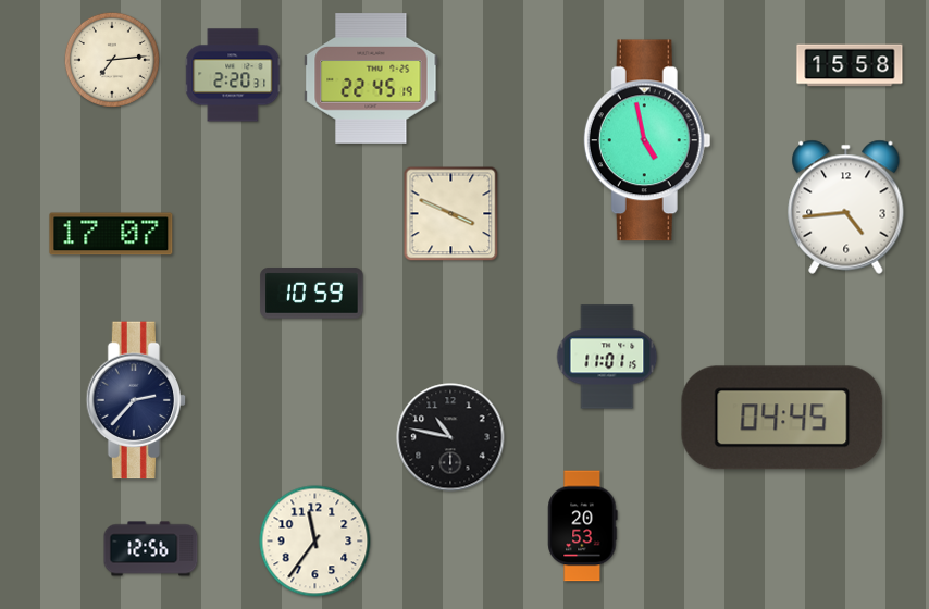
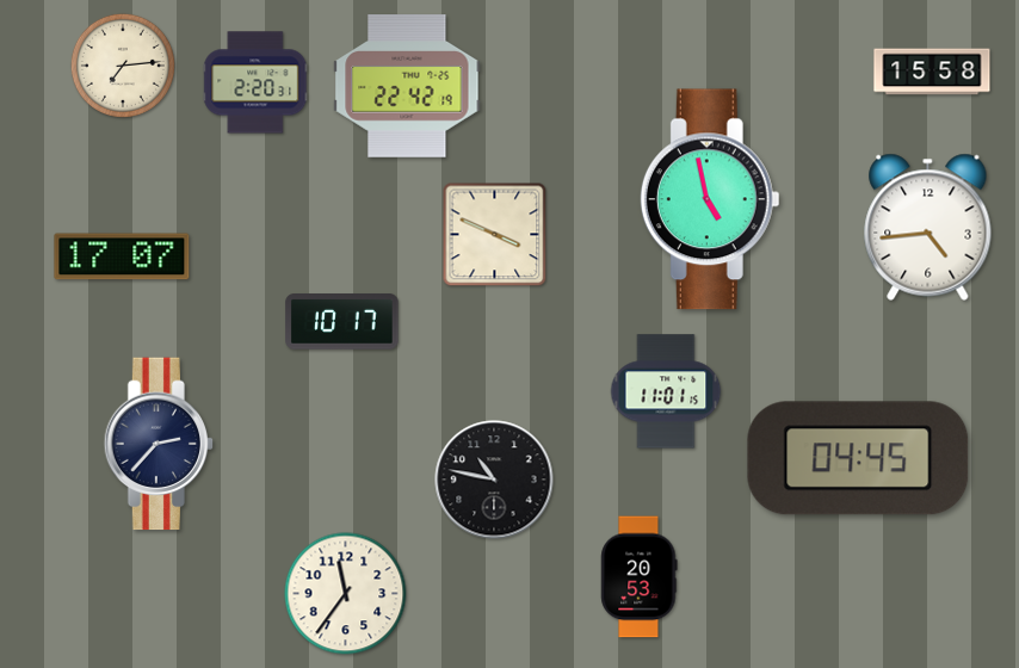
clock at (371, 78): 22:45 -> 22:42
clock at (647, 140) position: (647, 140) -> (710, 199)
clock at (312, 294): 10:59 -> 10:17
clock at (136, 400) position: (136, 400) -> (159, 444)
clock at (151, 549): 12:56 -> none
